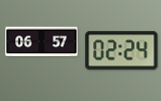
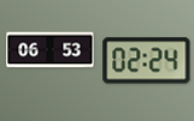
clock at (42, 42): 06:57 -> 06:53
